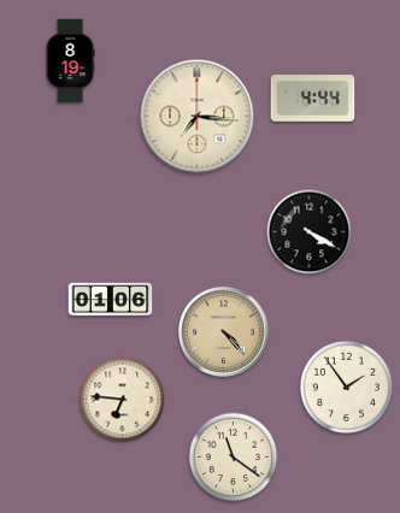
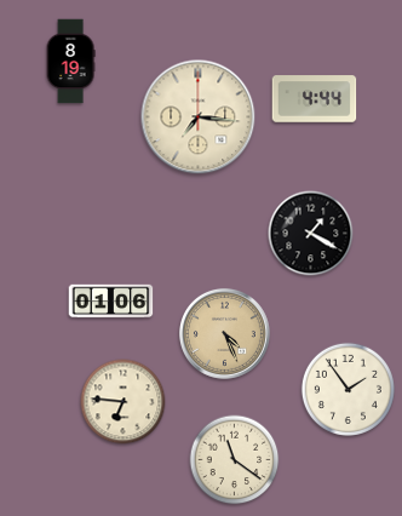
clock at (310, 232): 4:20 -> 1:20
clock at (223, 331): 4:23 -> 4:26
